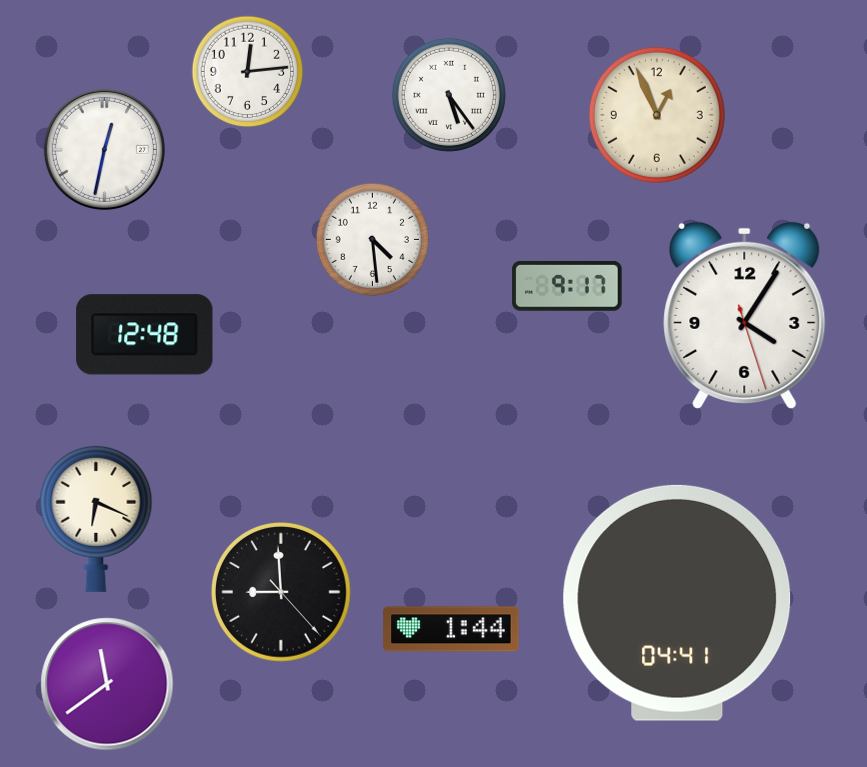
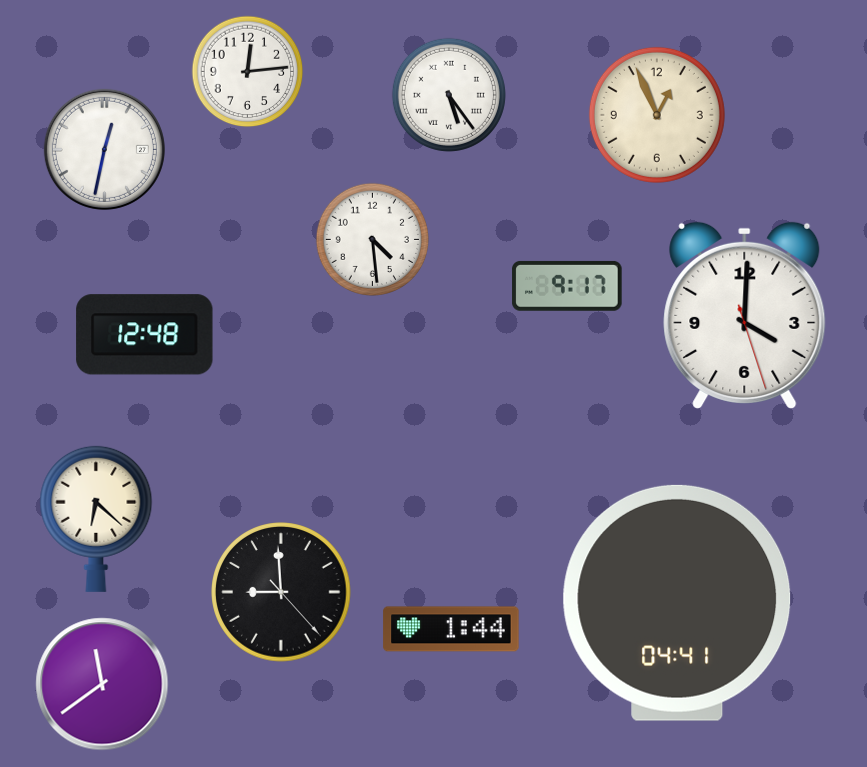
clock at (745, 315): 4:05 -> 4:00
clock at (96, 519): 6:19 -> 6:22
clock at (107, 684) position: (107, 684) -> (102, 684)
